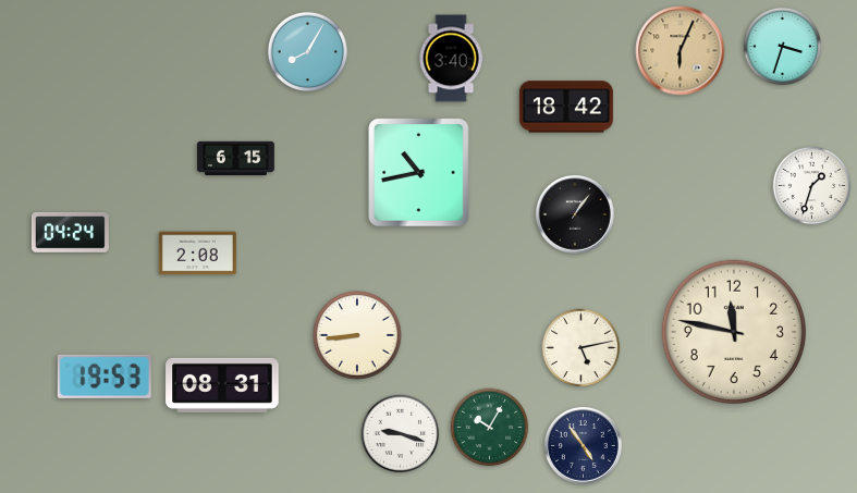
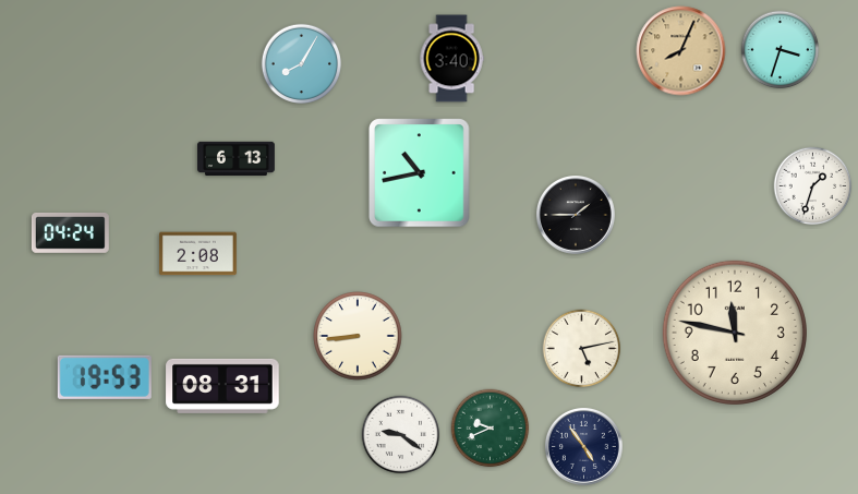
clock at (783, 47) position: (783, 47) -> (781, 50)
clock at (681, 51): 6:04 -> 8:04
clock at (308, 52) position: (308, 52) -> (302, 64)
clock at (566, 107): 18:42 -> none
clock at (236, 159): 6:15 -> 6:13
clock at (576, 215): 1:06 -> 1:45
clock at (490, 428): 10:05 -> 9:41
clock at (401, 434): 9:18 -> 9:21
